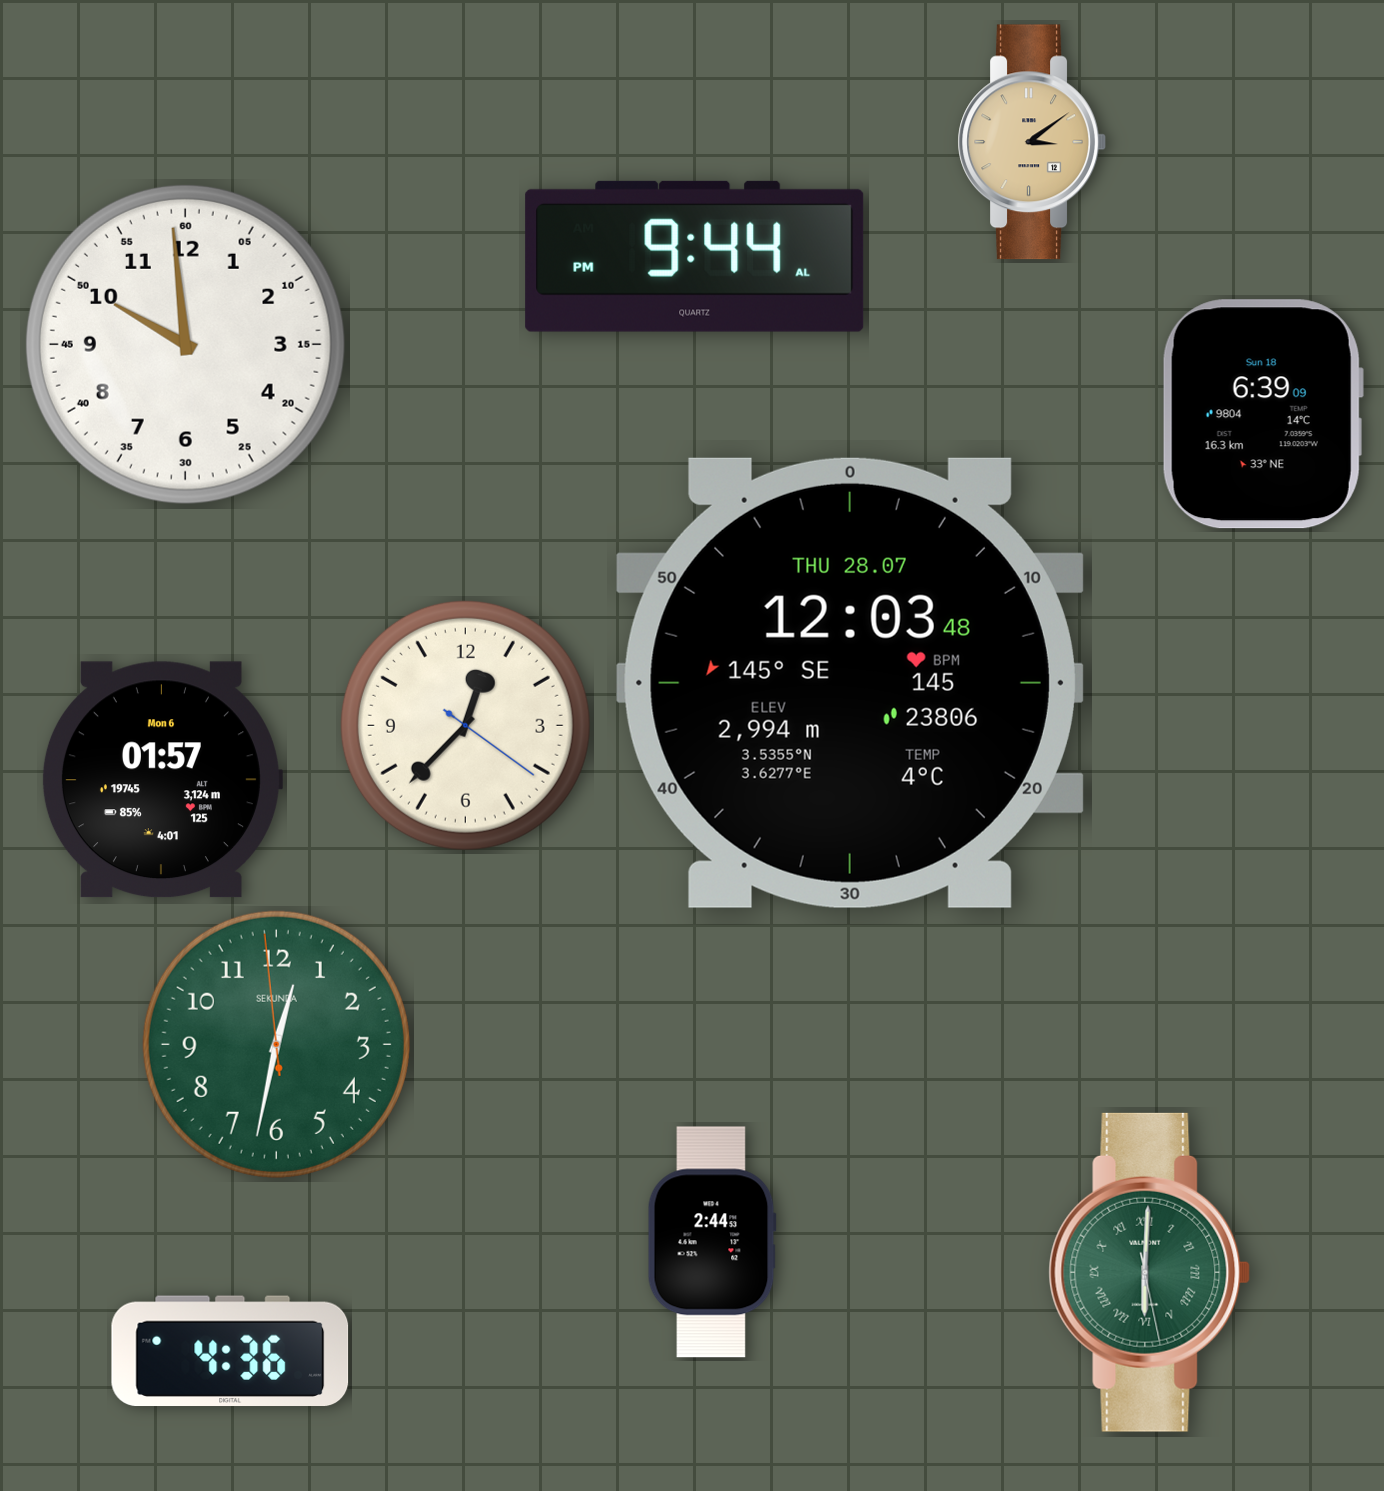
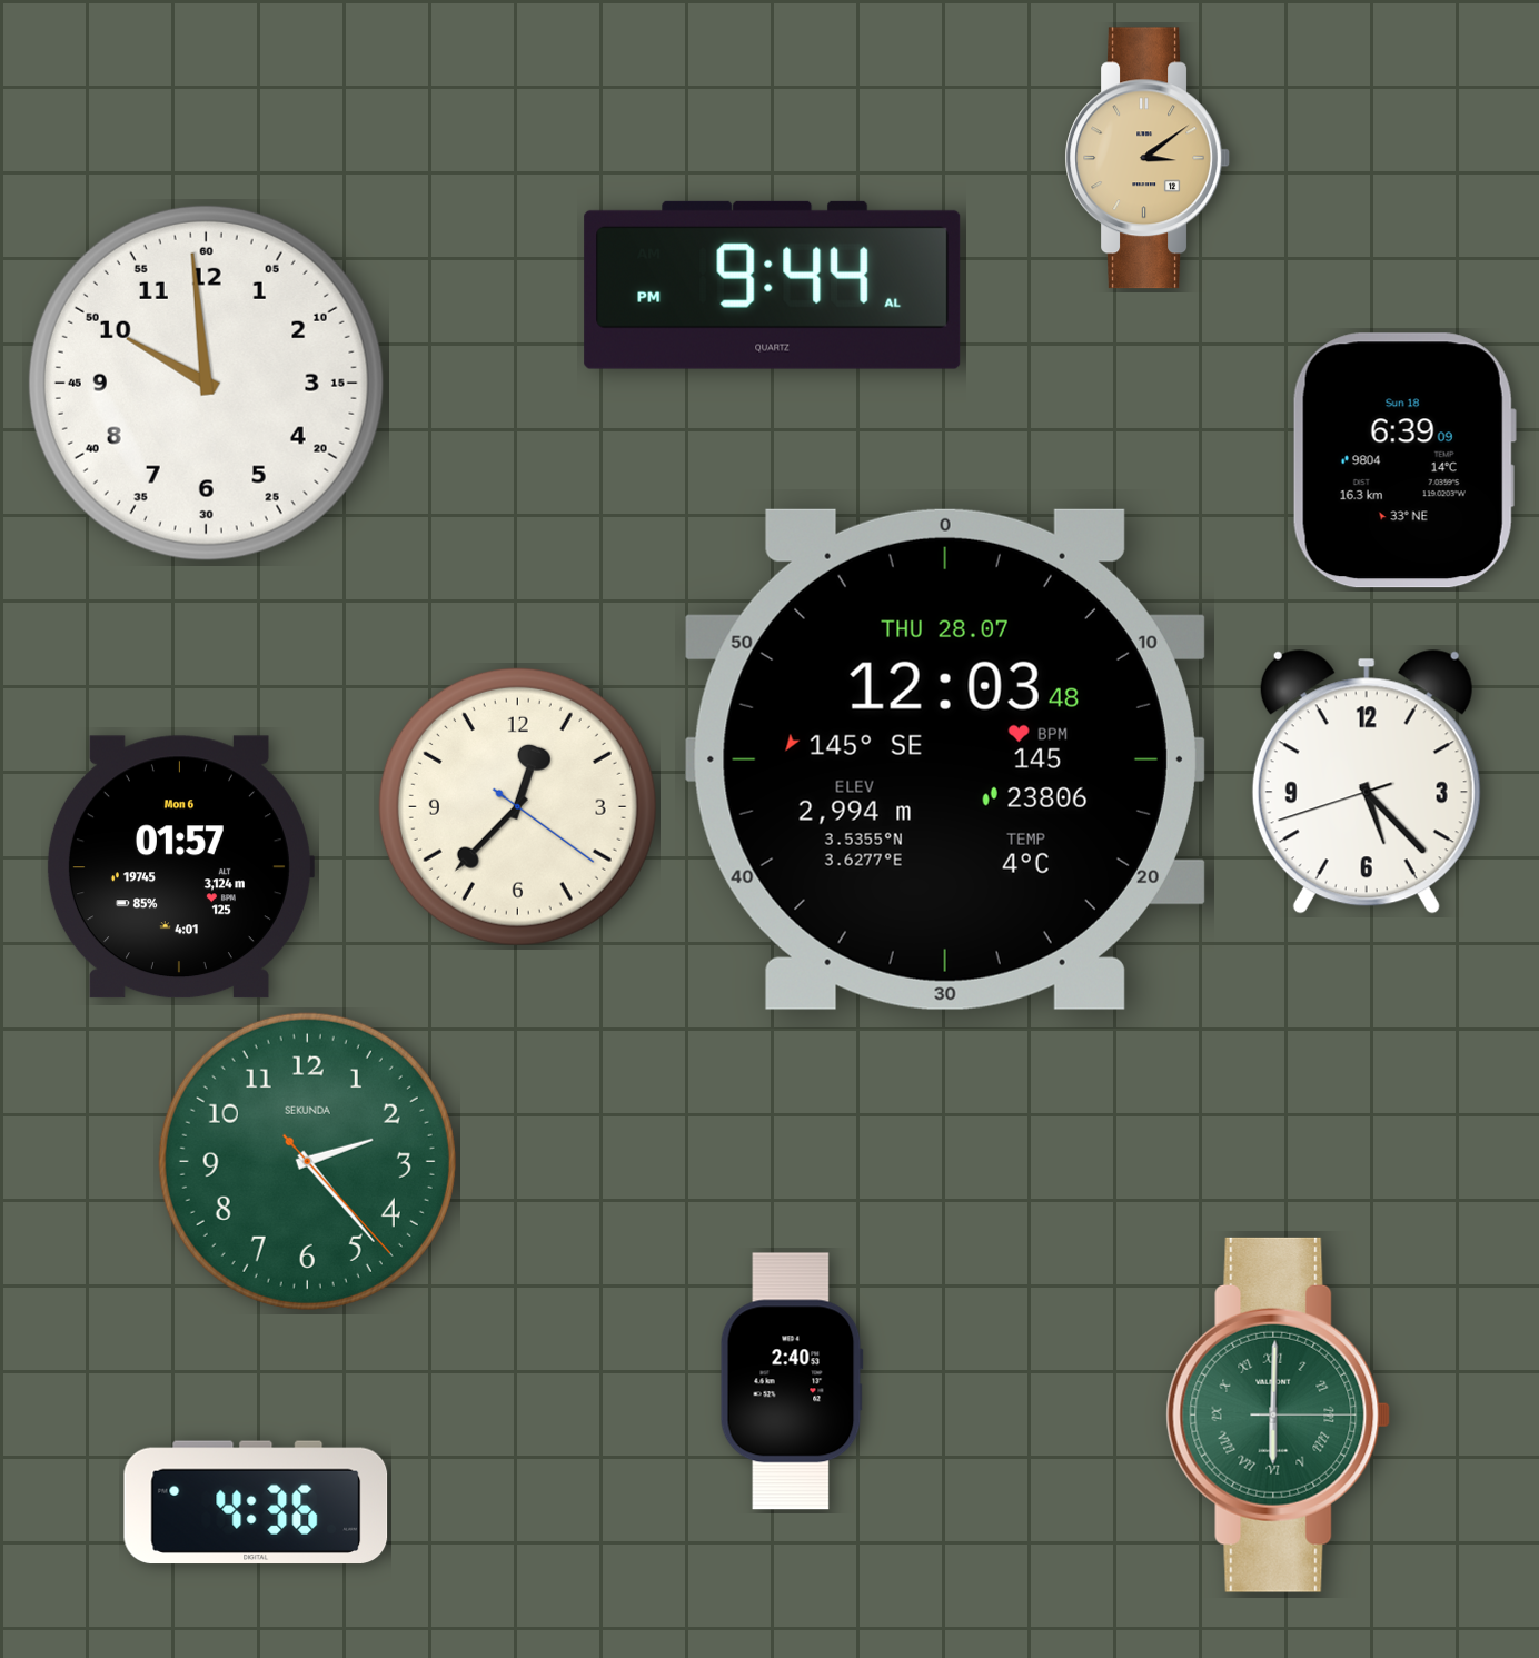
clock at (1367, 782): none -> 5:22
clock at (276, 1044): 12:31 -> 2:23
clock at (712, 1242): 2:44 -> 2:40
clock at (1150, 1272): 6:00:28 -> 6:00:15
